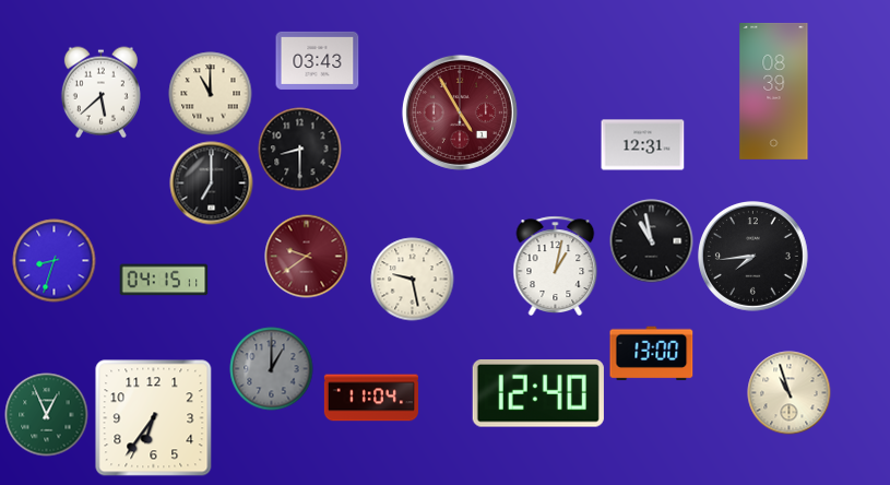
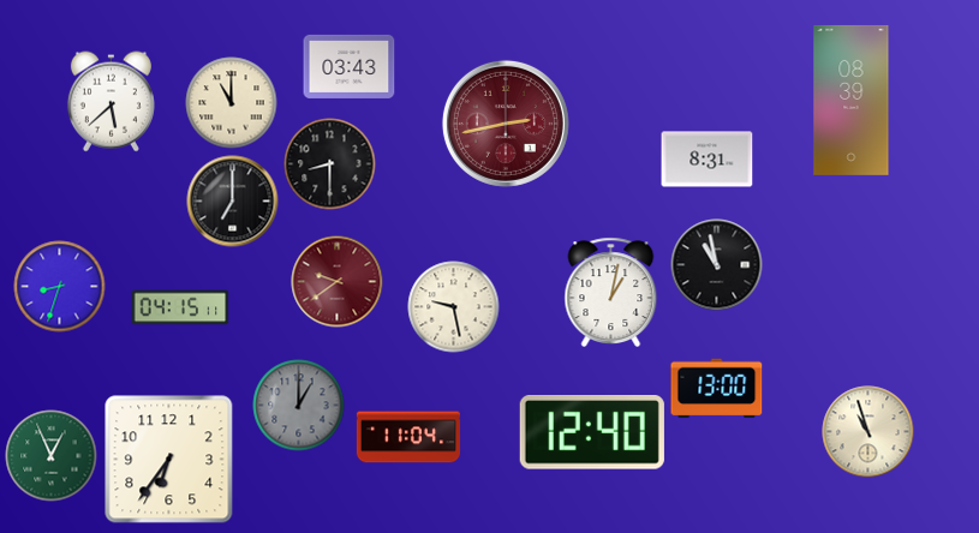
clock at (460, 113): 4:55 -> 2:43
clock at (643, 145): 12:31 -> 8:31
clock at (752, 256): 7:44 -> none
